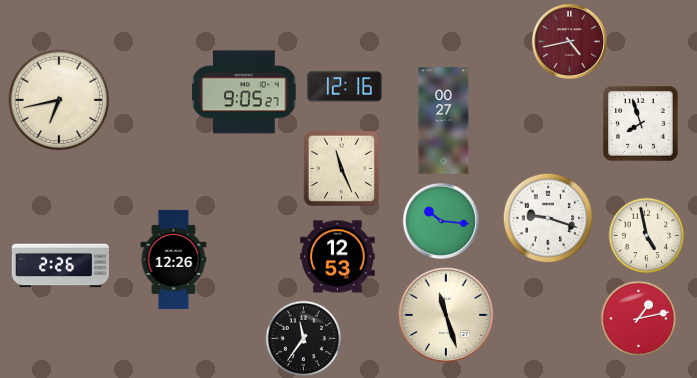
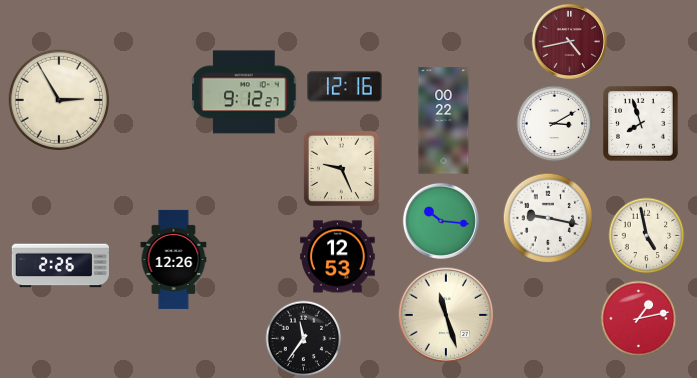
clock at (244, 92): 9:05 -> 9:12
clock at (58, 99): 6:43 -> 2:55
clock at (444, 121): 00:27 -> 00:22
clock at (555, 124): none -> 3:10
clock at (341, 168): 11:26 -> 9:26
clock at (548, 218): 9:18 -> 9:17
